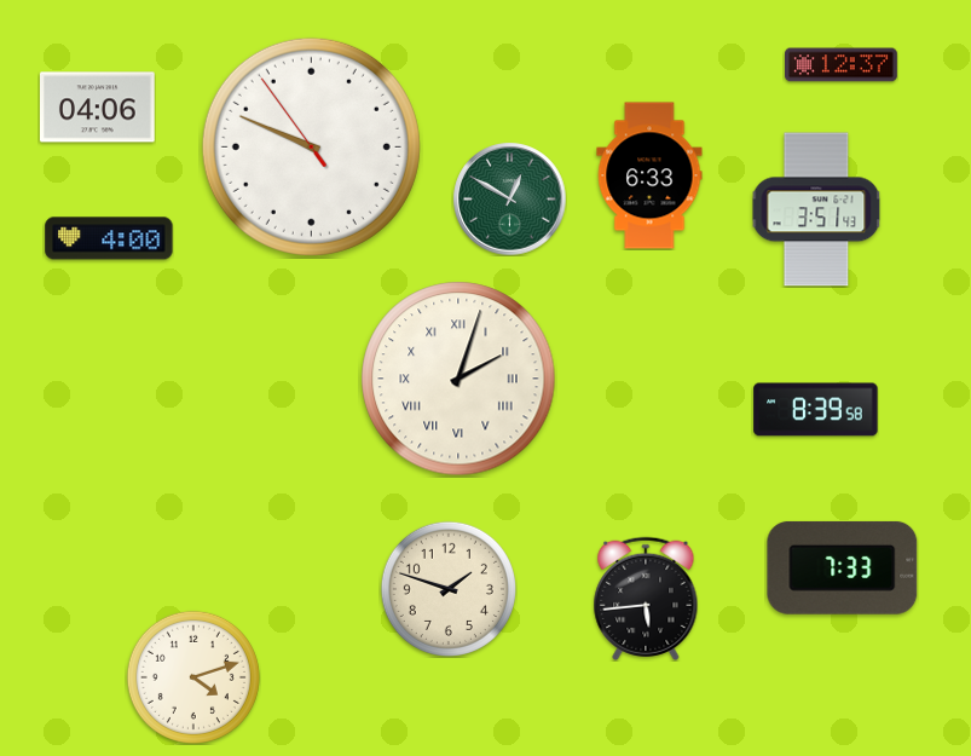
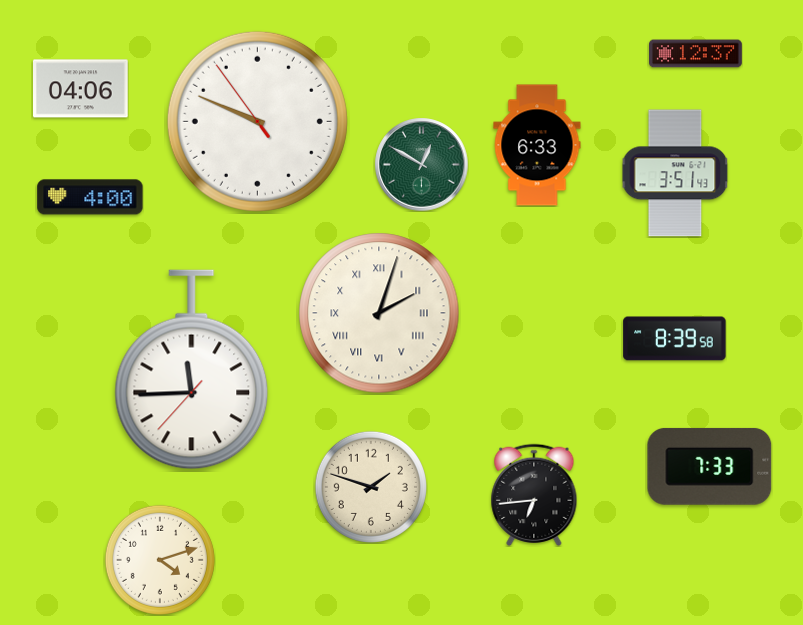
clock at (192, 370): none -> 11:44
clock at (843, 567) position: (843, 567) -> (710, 466)
clock at (646, 599): 5:44 -> 6:44
